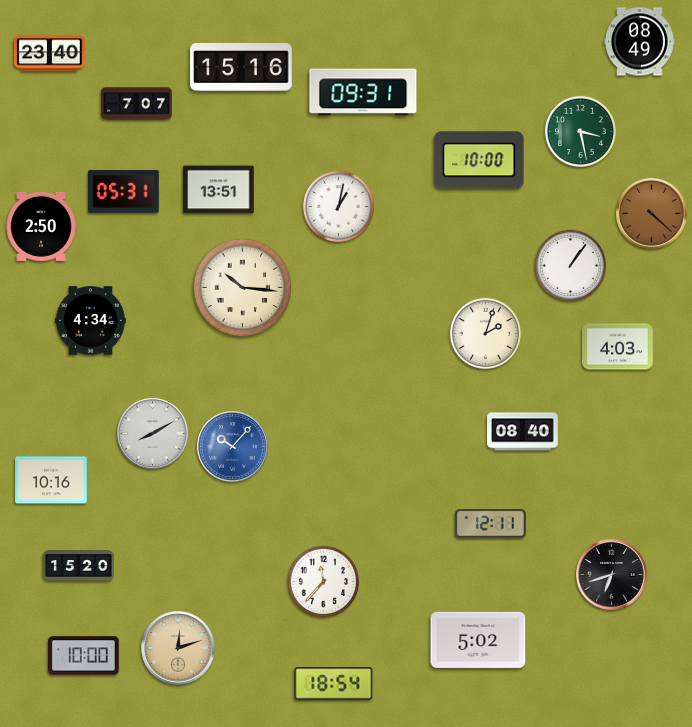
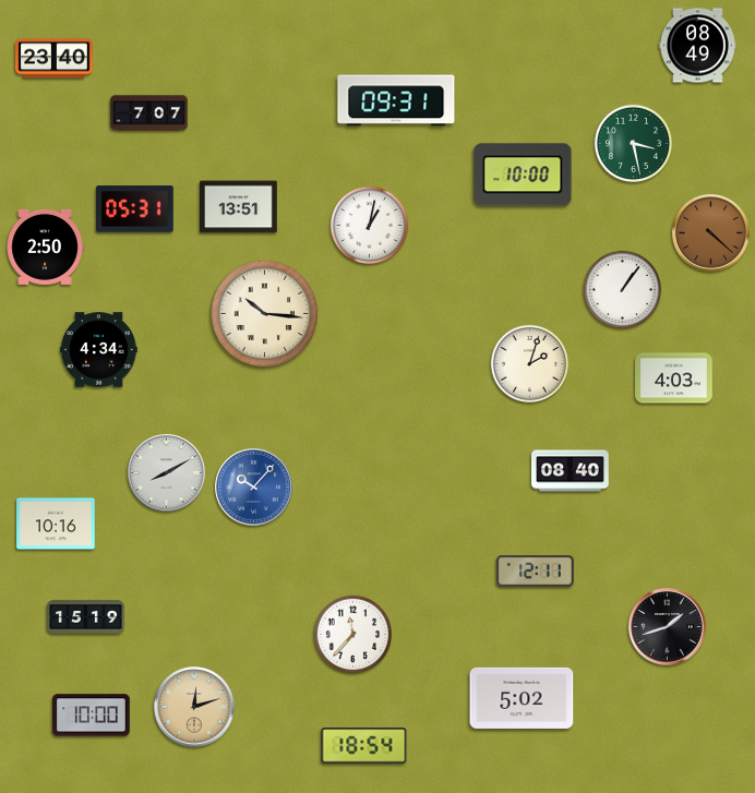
clock at (241, 68): 15:16 -> none
clock at (79, 566): 15:20 -> 15:19
clock at (612, 575): 6:42 -> 1:42
